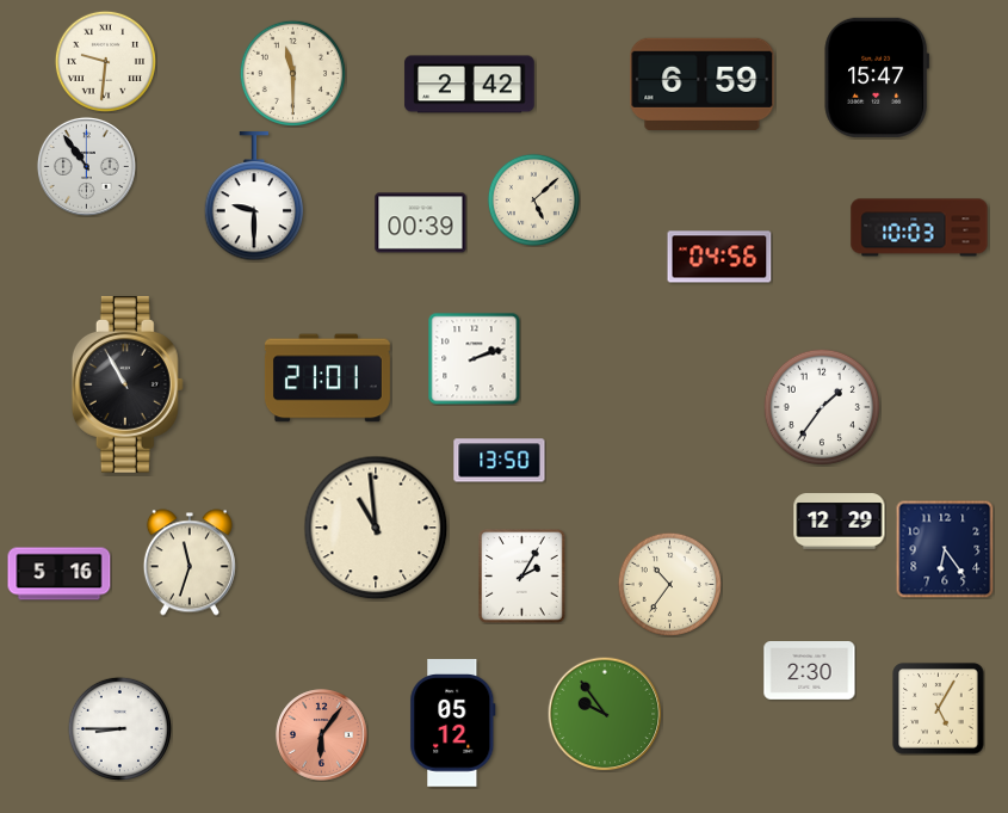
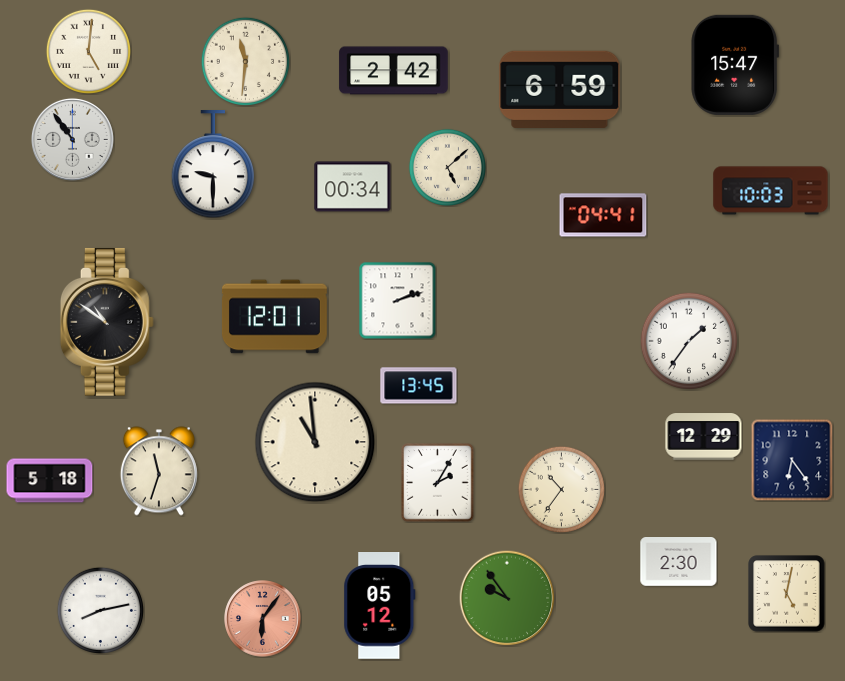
clock at (105, 61): 9:31 -> 5:01
clock at (292, 73): 11:30 -> 11:31
clock at (703, 84) position: (703, 84) -> (560, 89)
clock at (421, 223): 00:39 -> 00:34
clock at (719, 257): 04:56 -> 04:41
clock at (327, 378): 21:01 -> 12:01
clock at (128, 384): 10:55 -> 10:51
clock at (500, 461): 13:50 -> 13:45
clock at (60, 574): 5:16 -> 5:18
clock at (939, 709): 5:05 -> 5:02
clock at (119, 728): 8:45 -> 8:13
clock at (322, 735) position: (322, 735) -> (263, 619)
